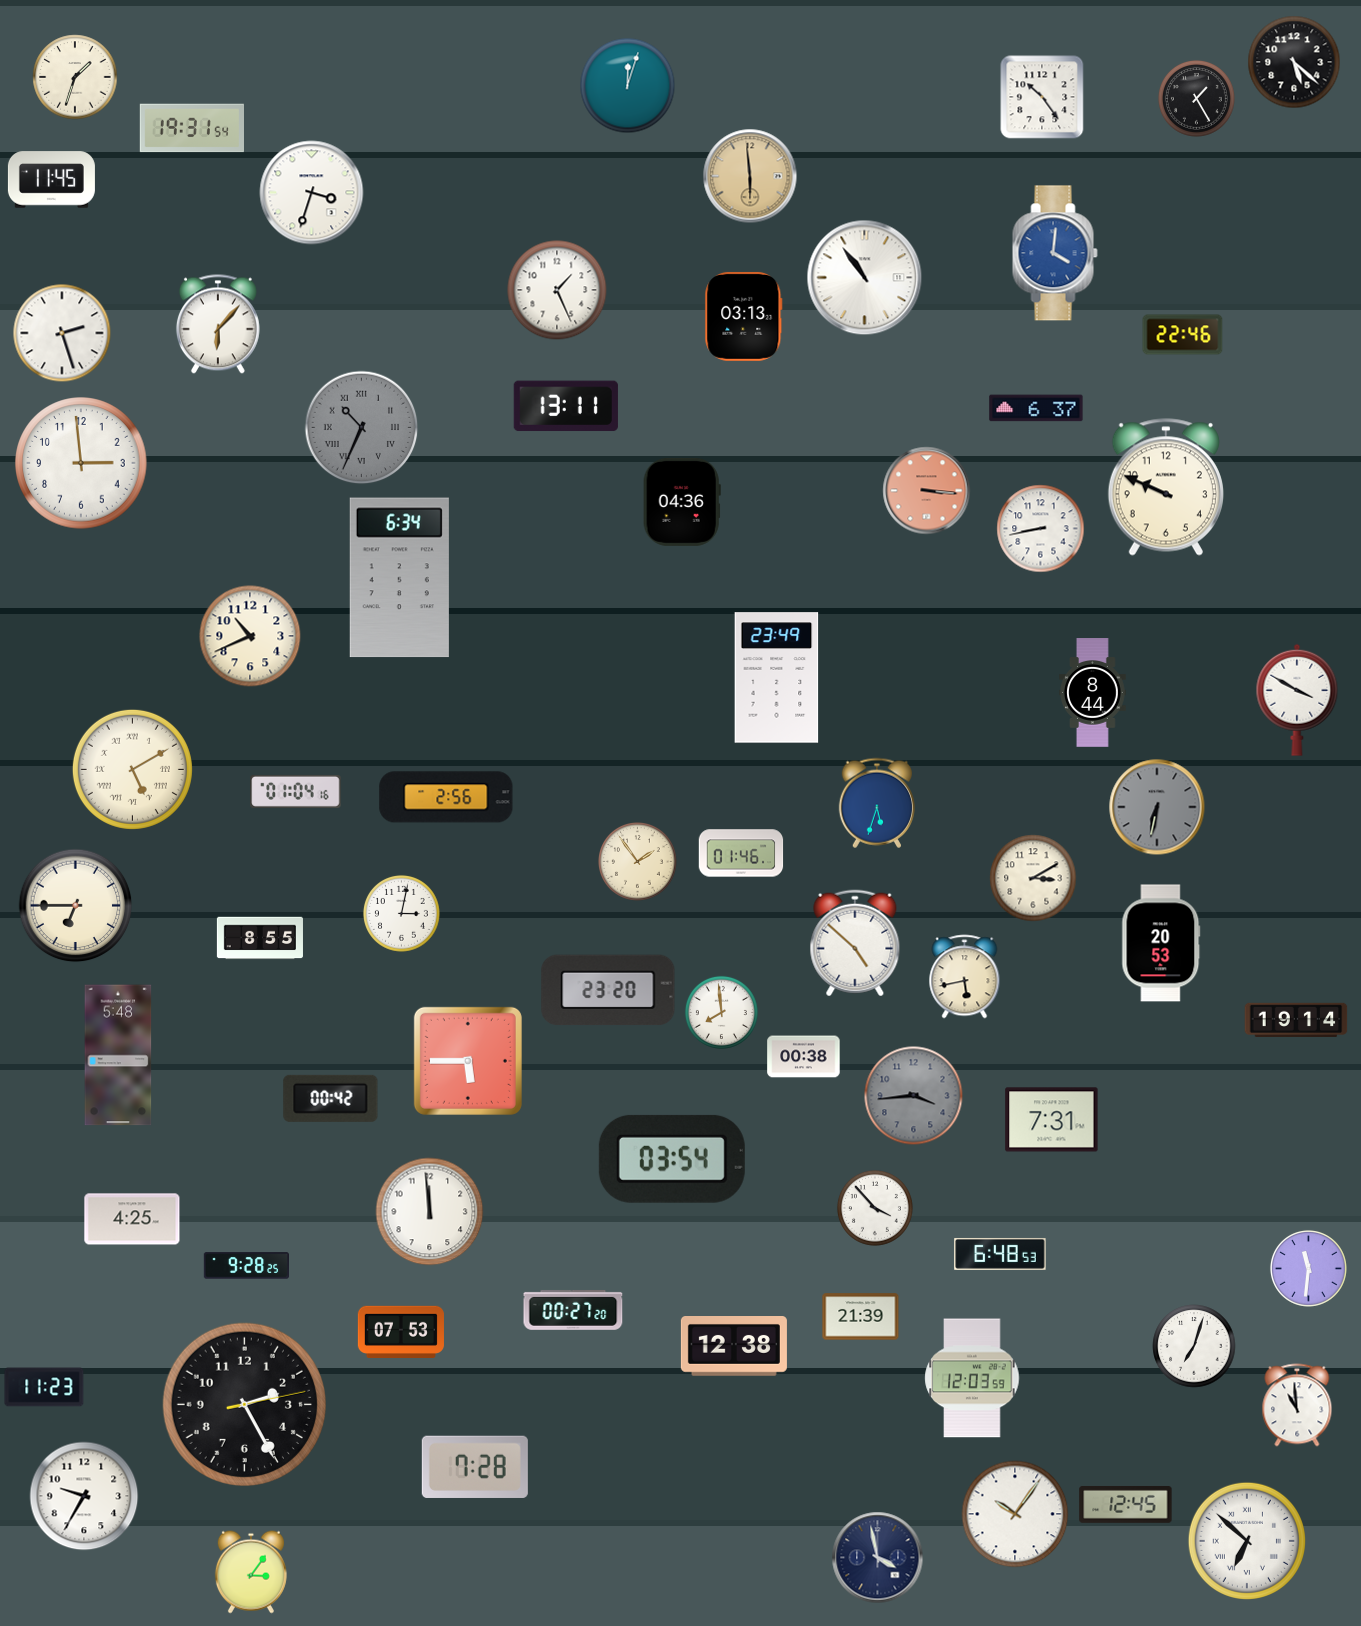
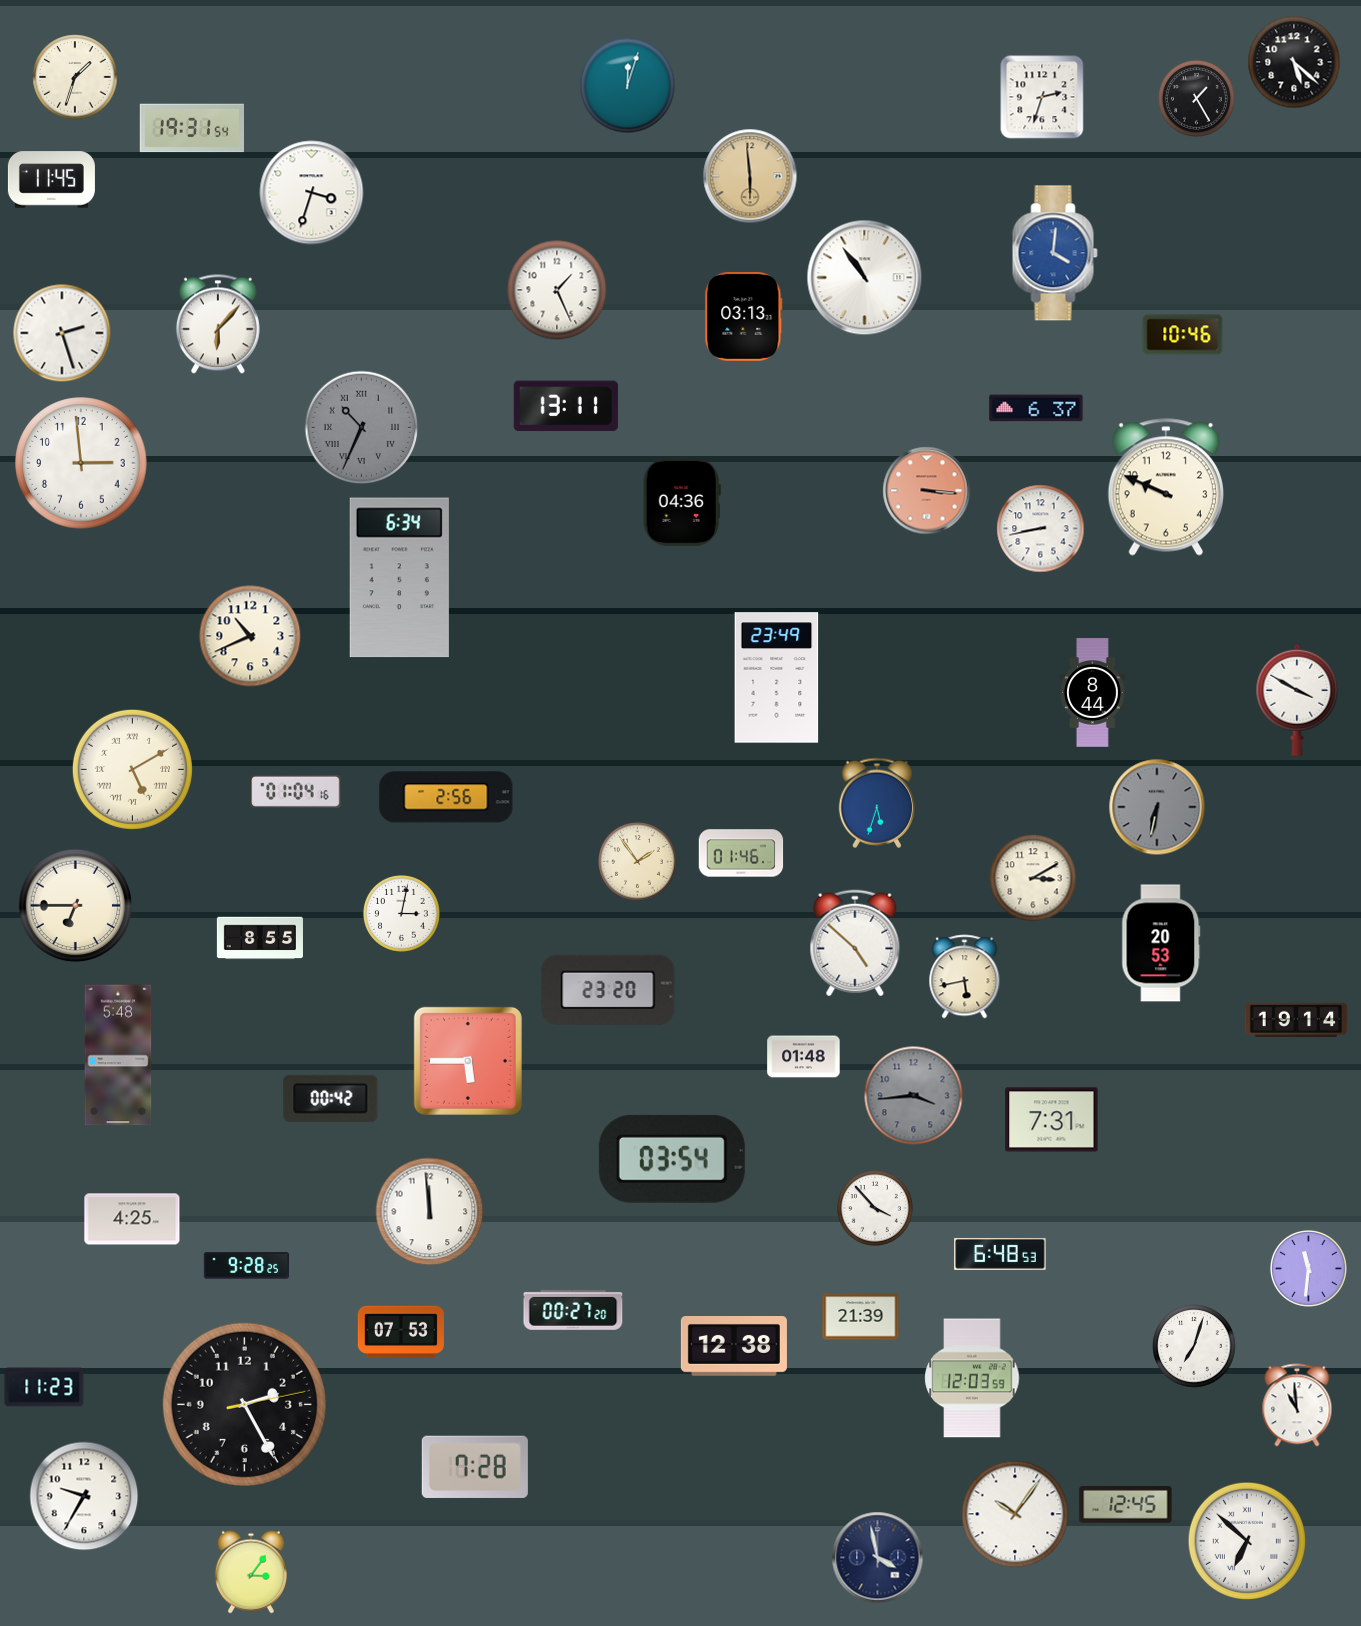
clock at (1042, 97): 10:24 -> 2:33
clock at (1183, 335): 22:46 -> 10:46
clock at (721, 1012): 7:59 -> none
clock at (804, 1057): 00:38 -> 01:48
